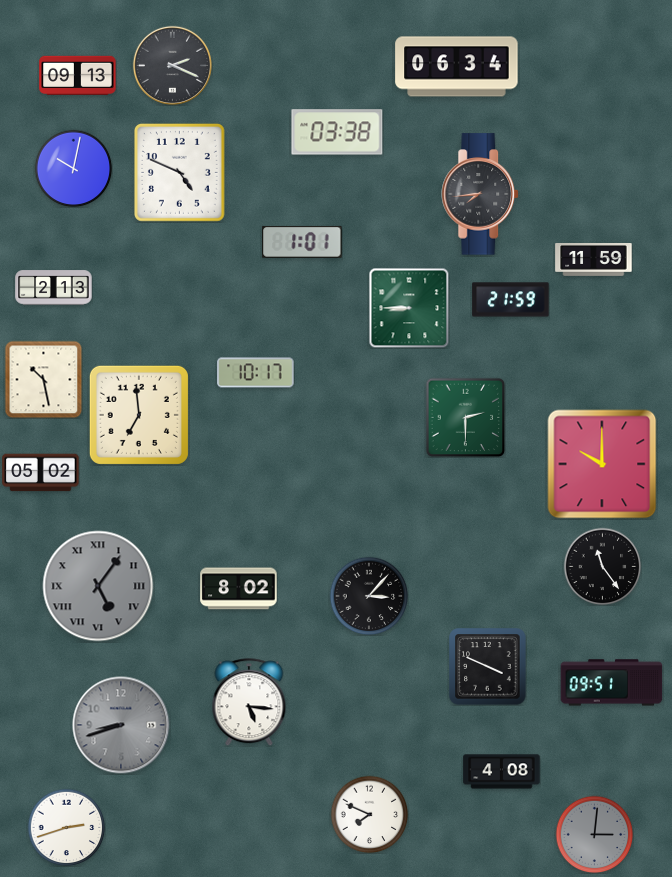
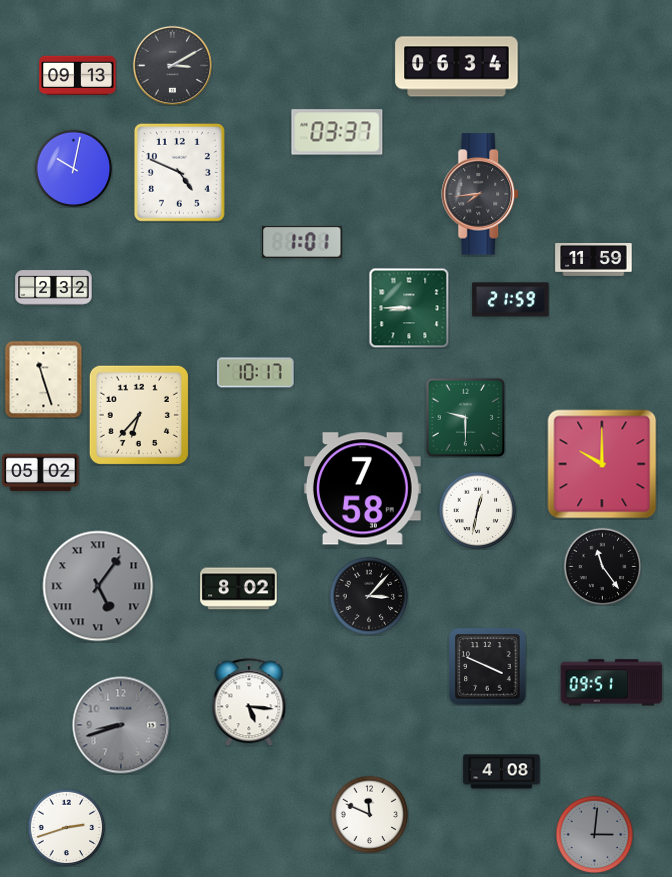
clock at (172, 65): 2:19 -> 3:10
clock at (337, 132): 03:38 -> 03:37
clock at (54, 288): 2:13 -> 2:32
clock at (43, 379): 10:28 -> 11:27
clock at (139, 415): 6:59 -> 6:37
clock at (465, 417): 2:30 -> 9:30
clock at (362, 489): none -> 7:58
clock at (477, 510): none -> 12:32
clock at (369, 814): 7:49 -> 11:49
